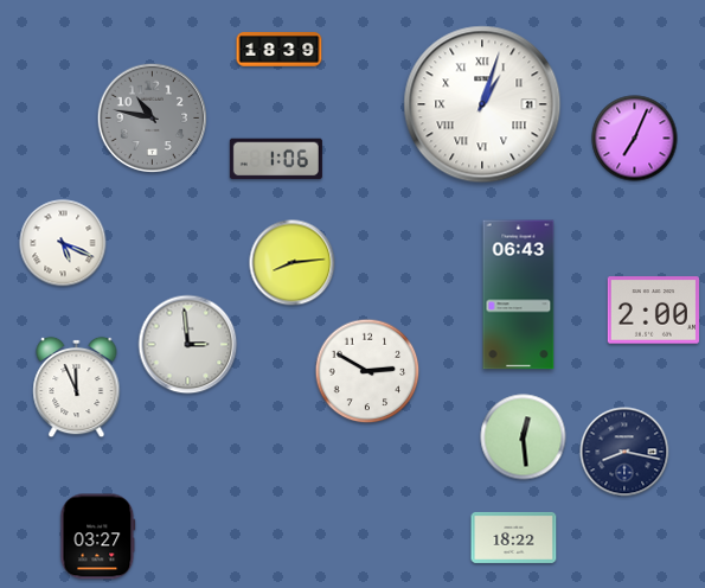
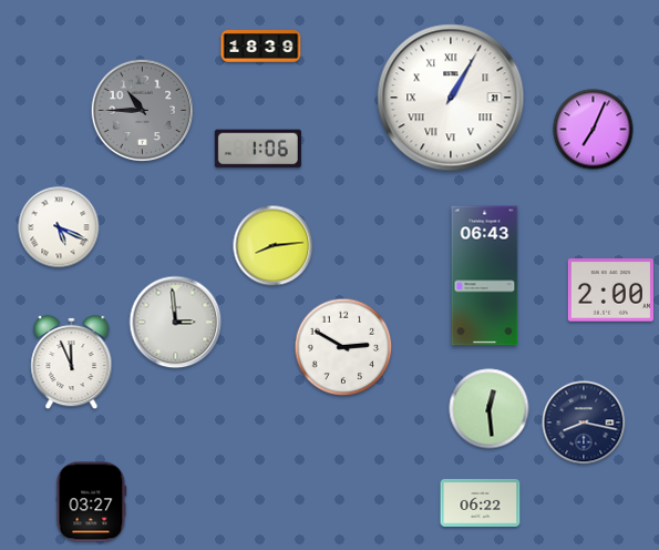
clock at (482, 104): 1:03 -> 1:05
clock at (153, 119): 10:47 -> 10:45
clock at (514, 537): 18:22 -> 06:22
